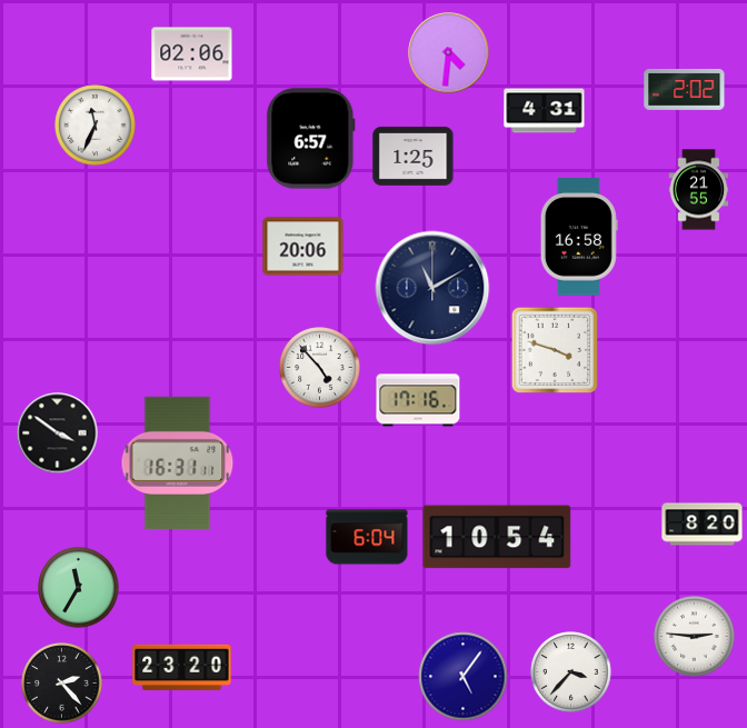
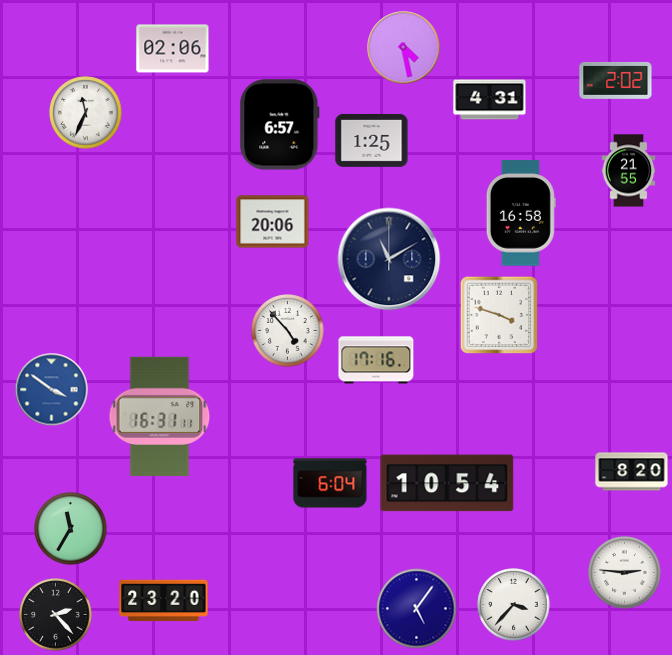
clock at (449, 53): 4:31 -> 4:28
clock at (58, 433) dial: black -> blue
